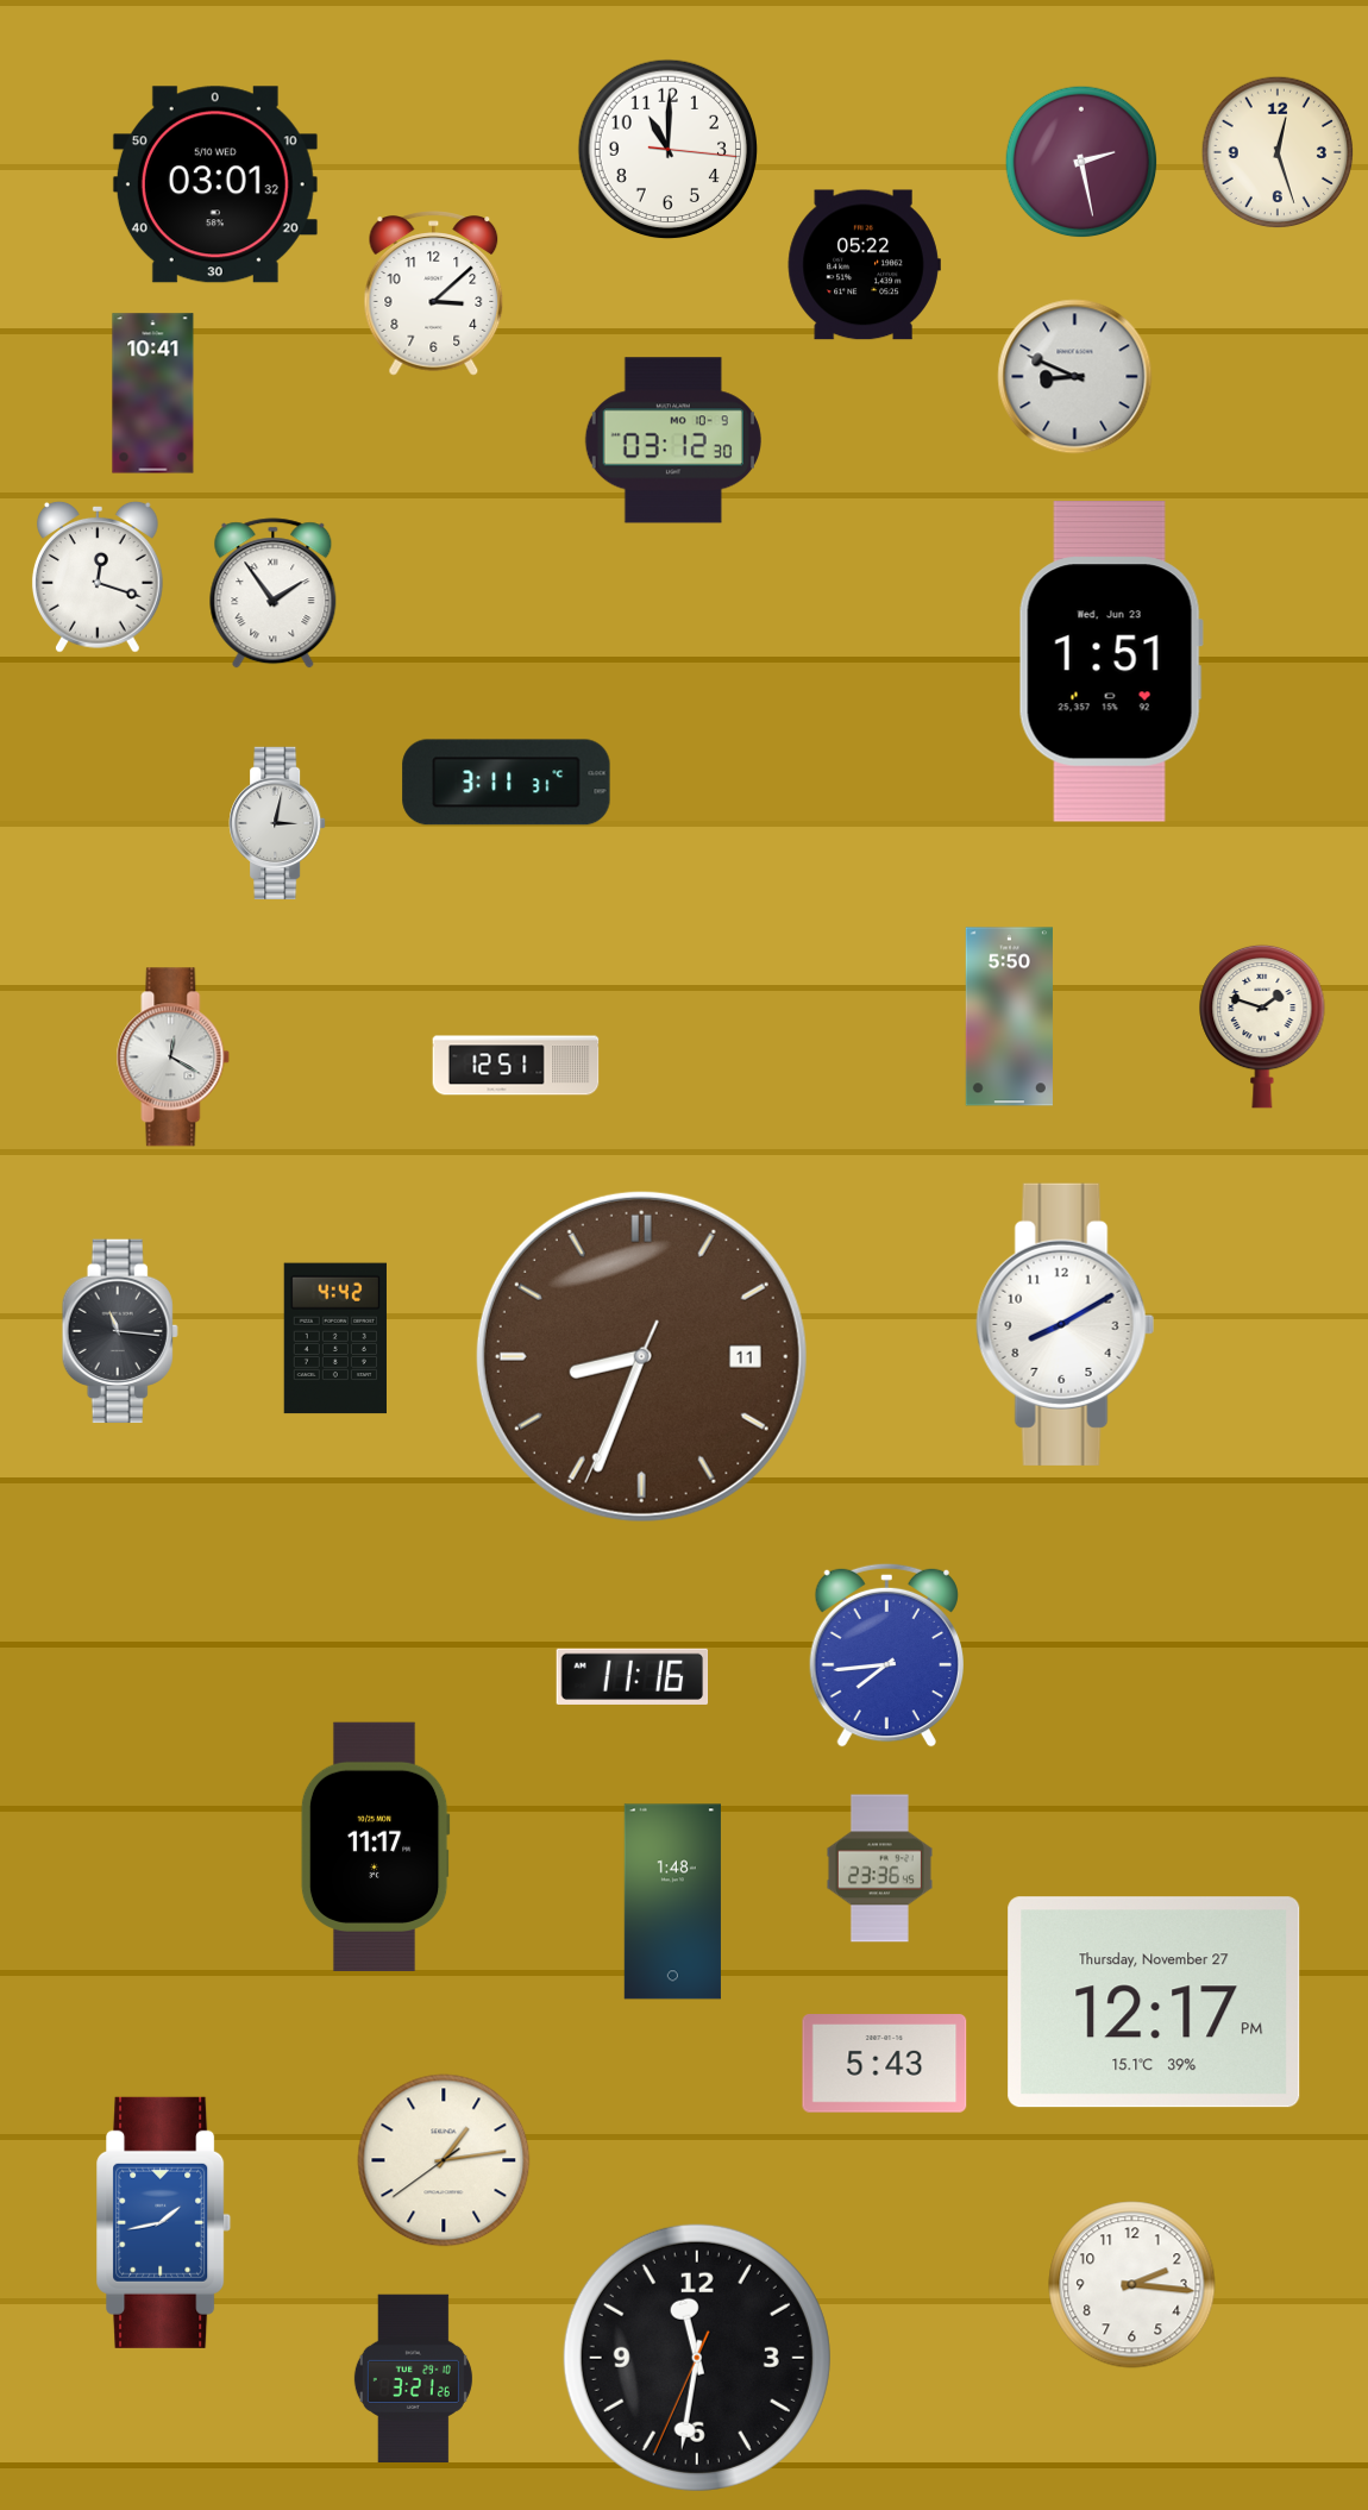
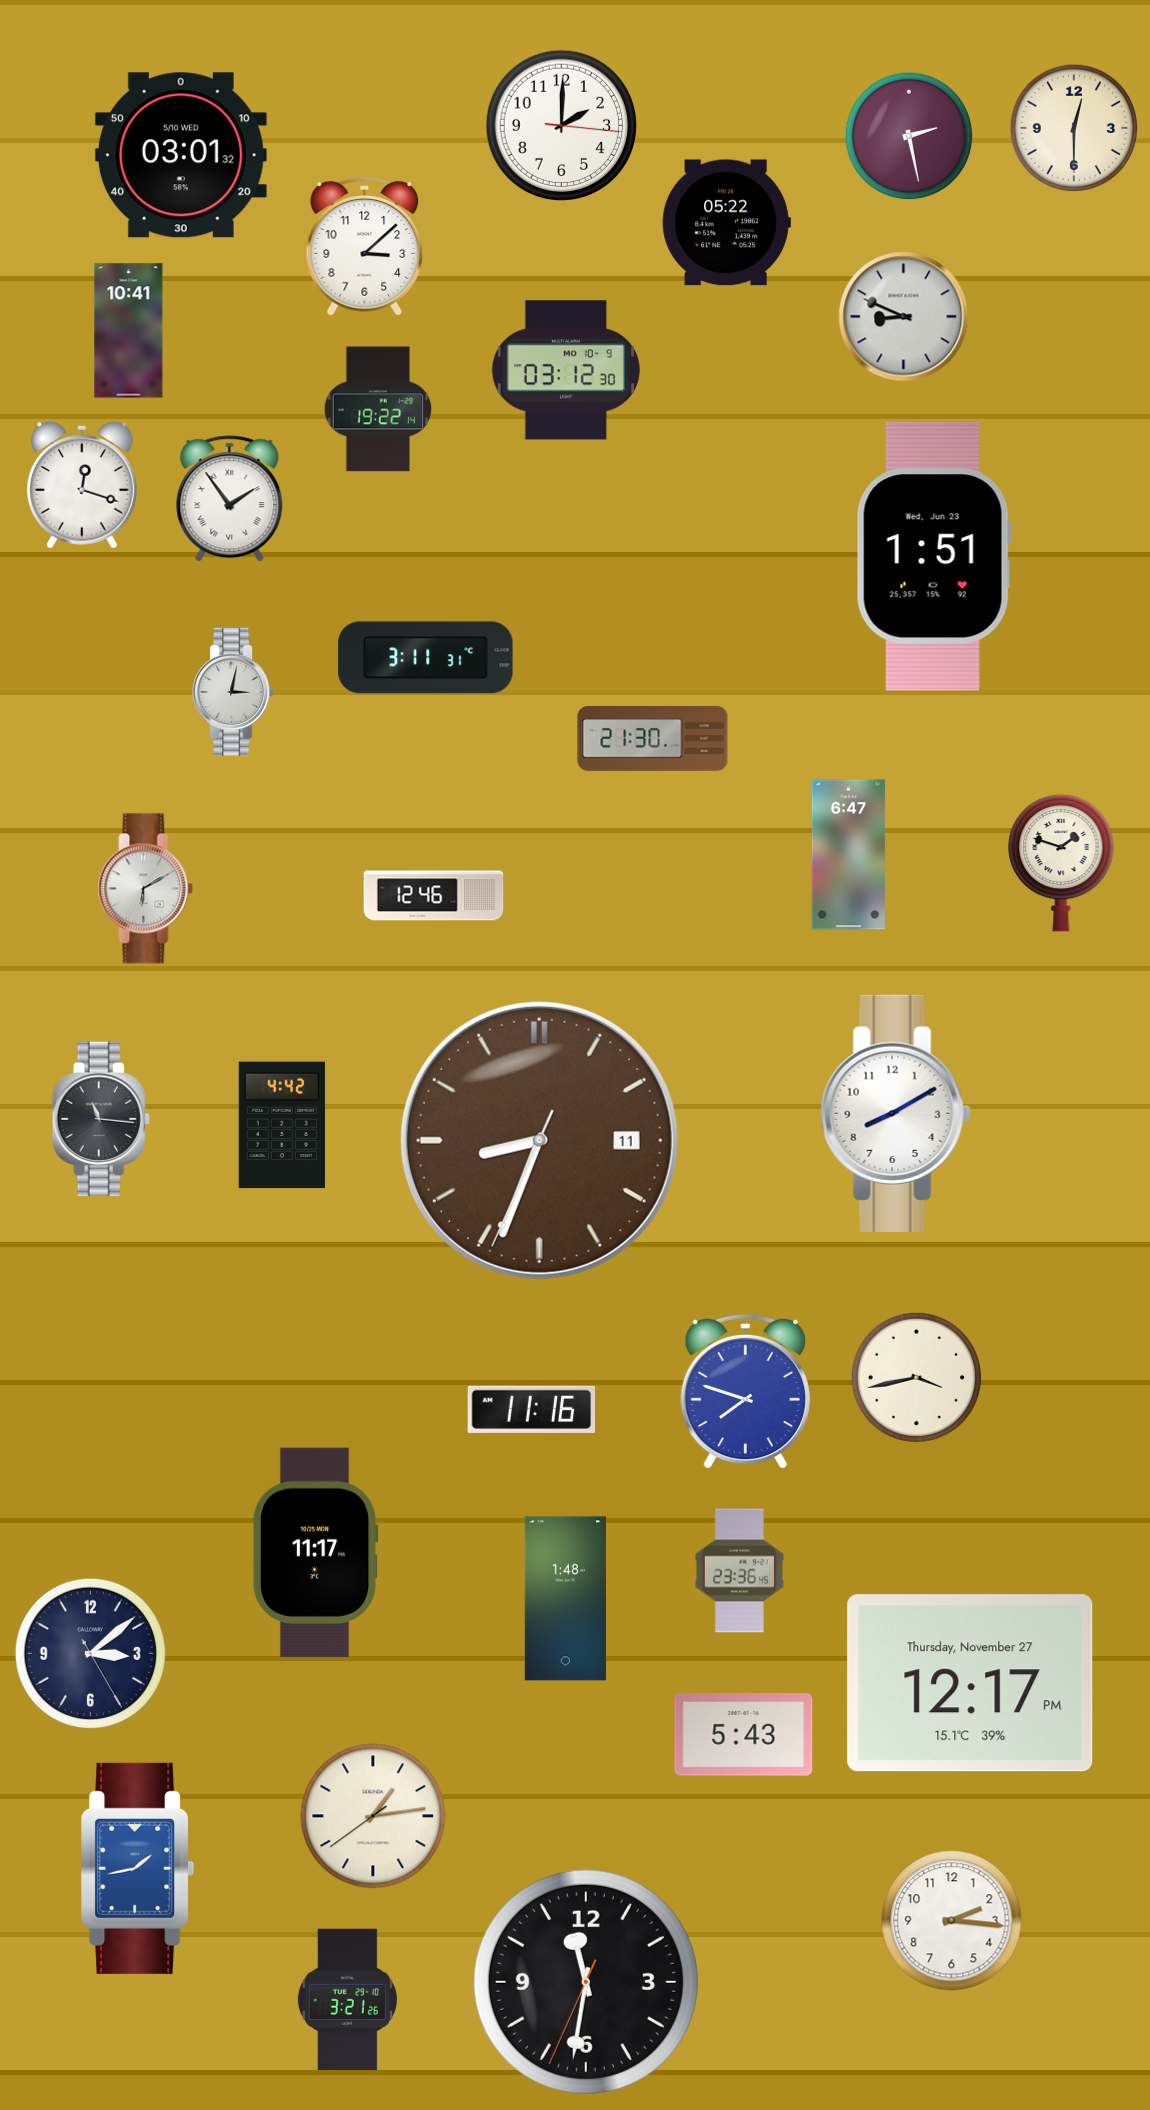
clock at (667, 149): 11:00 -> 2:00
clock at (1278, 152): 12:27 -> 12:30
clock at (378, 409): none -> 19:22
clock at (653, 738): none -> 21:30
clock at (1009, 1017): 5:50 -> 6:47
clock at (174, 1058): 12:20 -> 6:10
clock at (516, 1066): 12:51 -> 12:46
clock at (916, 1377): none -> 3:43
clock at (886, 1655): 7:44 -> 7:48
clock at (90, 1653): none -> 3:08
